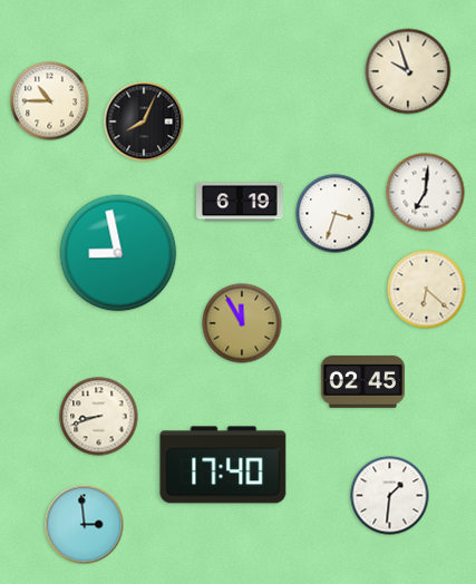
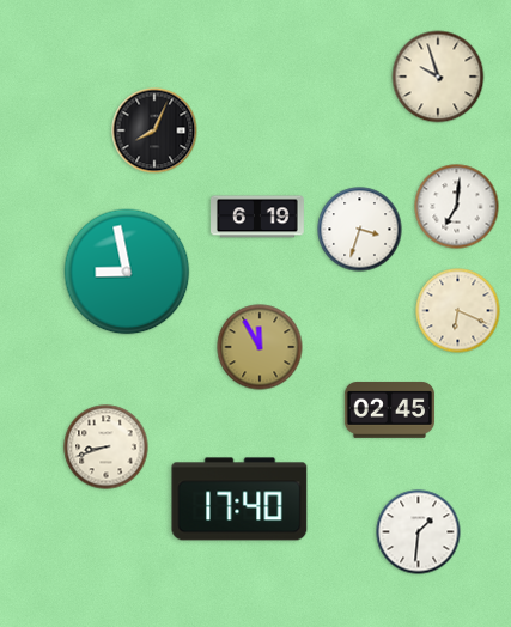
clock at (50, 101): 10:45 -> none
clock at (427, 290): 6:22 -> 6:19
clock at (85, 525): 2:59 -> none
